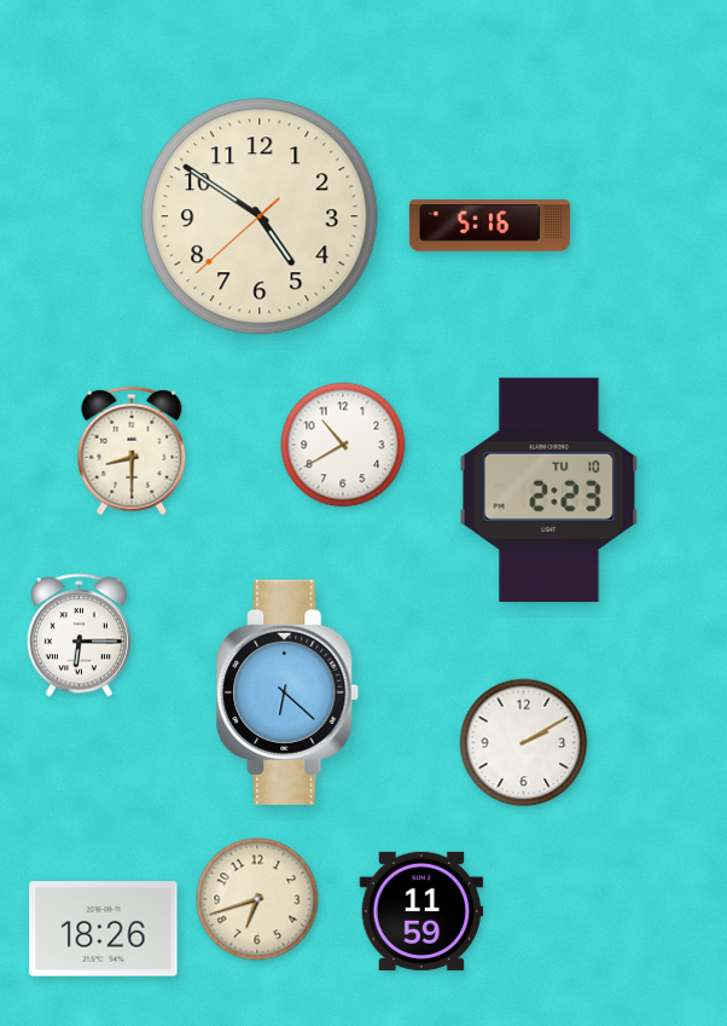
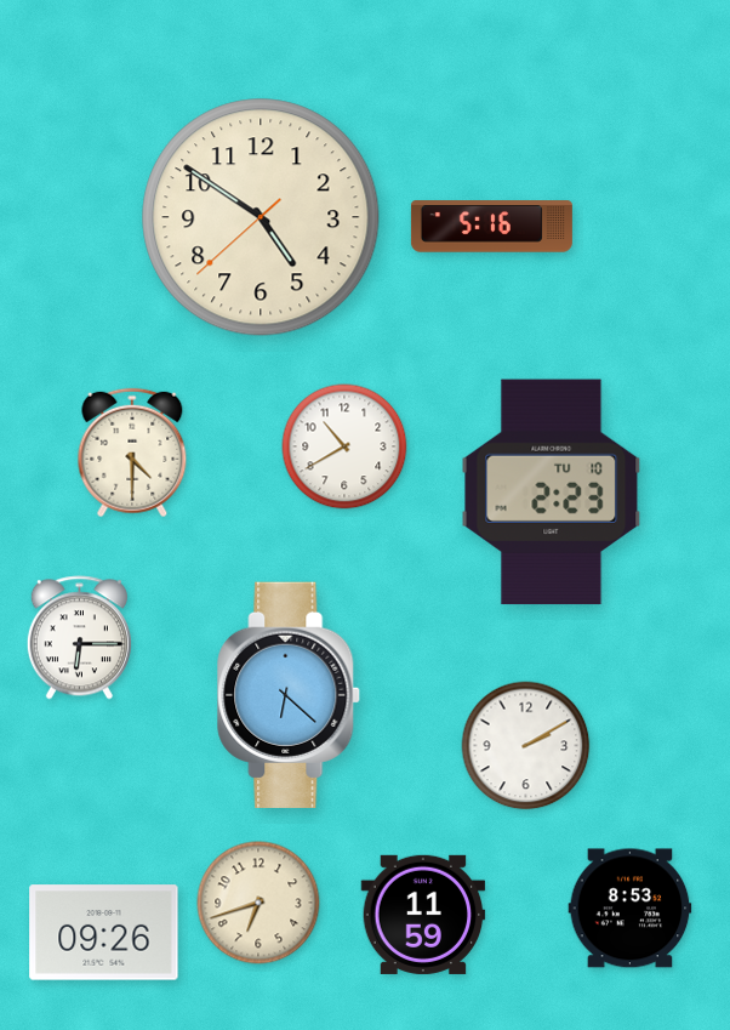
clock at (132, 451): 8:30 -> 4:30
clock at (631, 909): none -> 8:53
clock at (104, 929): 18:26 -> 09:26
